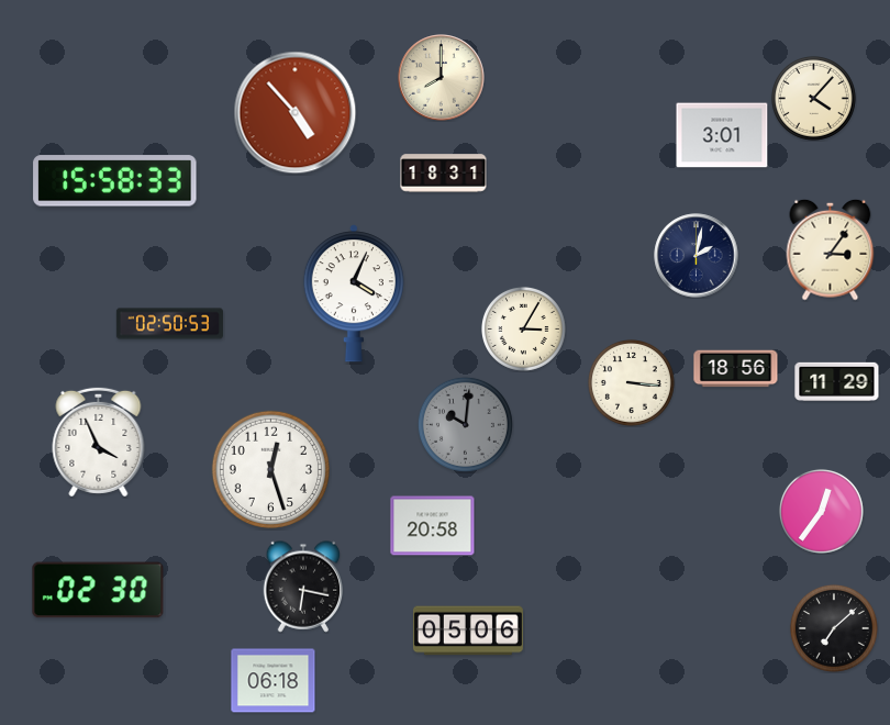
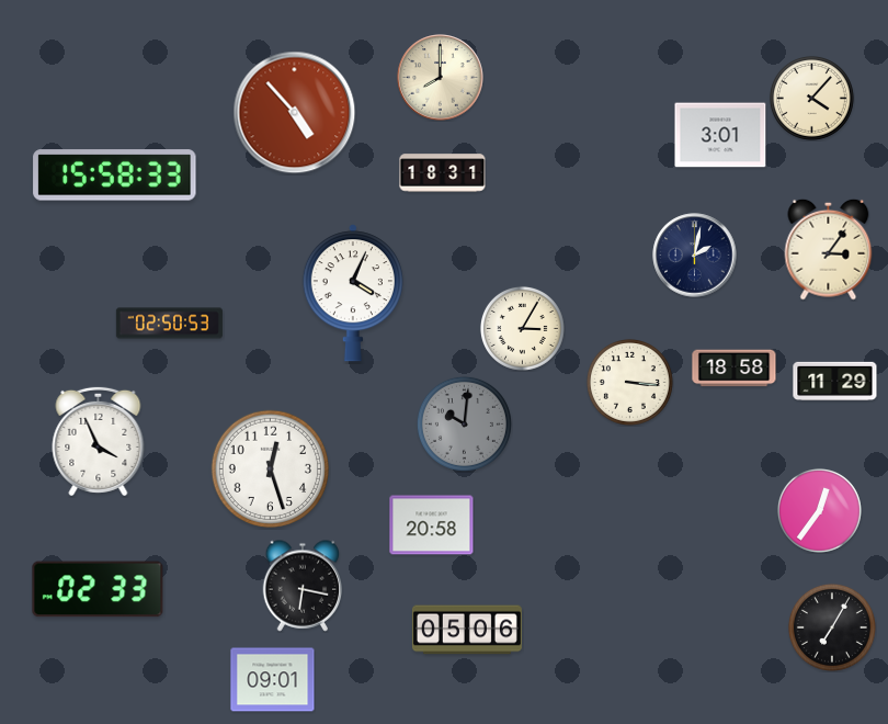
clock at (115, 181) position: (115, 181) -> (115, 176)
clock at (736, 369): 18:56 -> 18:58
clock at (98, 590): 02:30 -> 02:33
clock at (834, 628): 7:08 -> 7:05
clock at (274, 681): 06:18 -> 09:01
